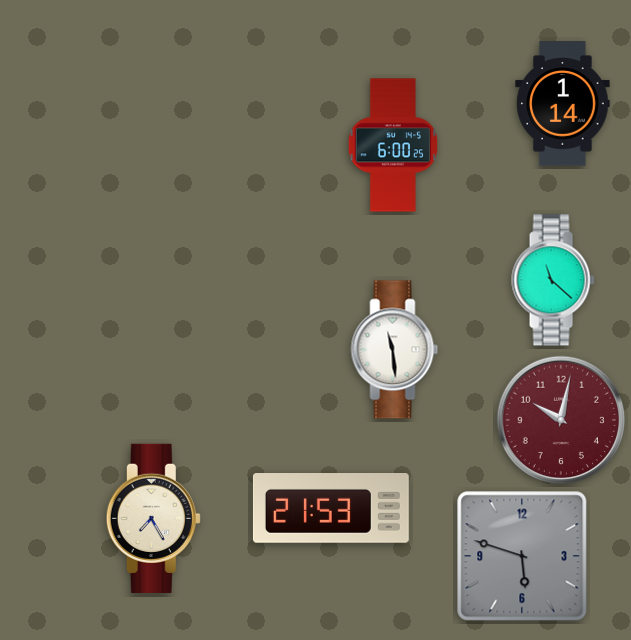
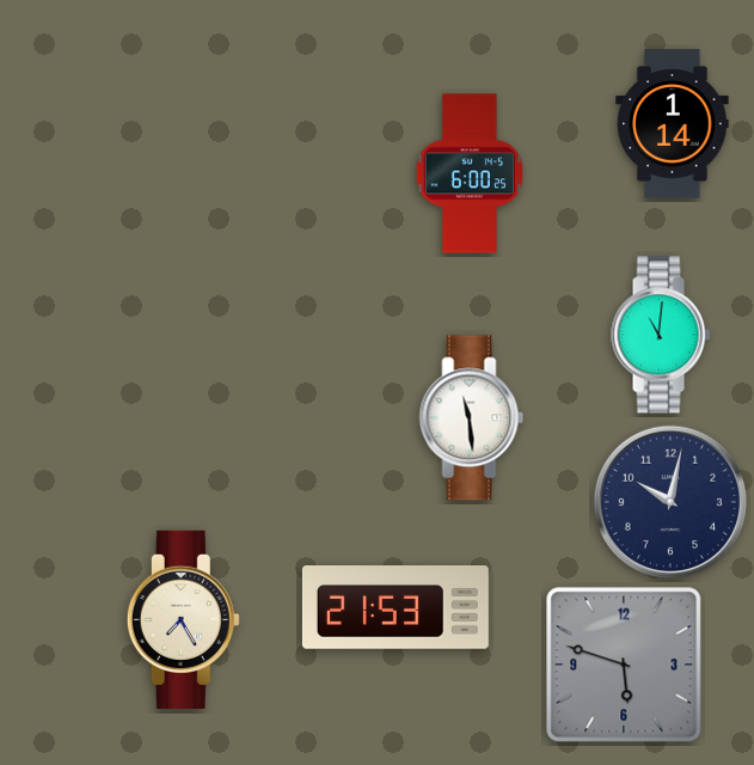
clock at (553, 280): 11:22 -> 11:01
clock at (560, 419) dial: burgundy -> navy
